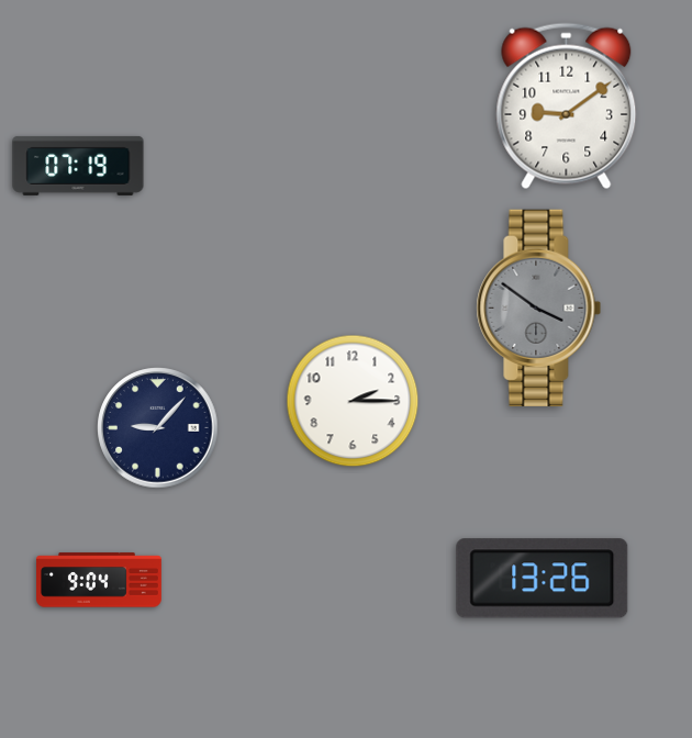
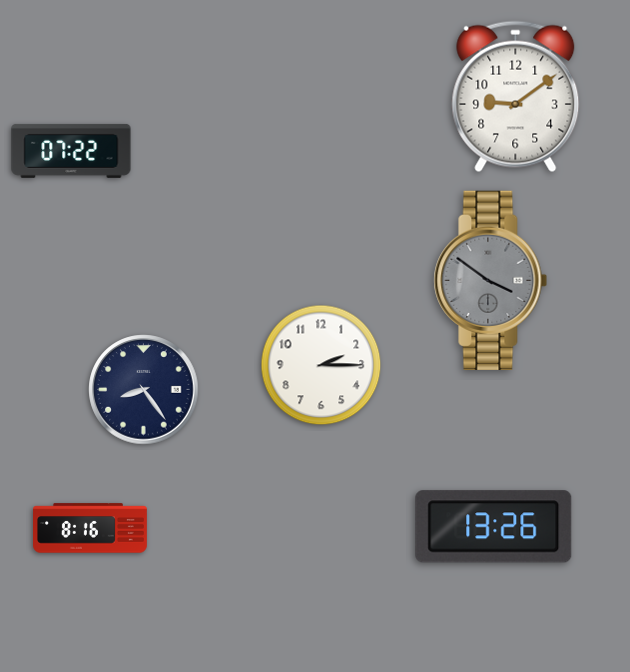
clock at (78, 166): 07:19 -> 07:22
clock at (158, 428): 9:07 -> 8:24
clock at (100, 580): 9:04 -> 8:16
